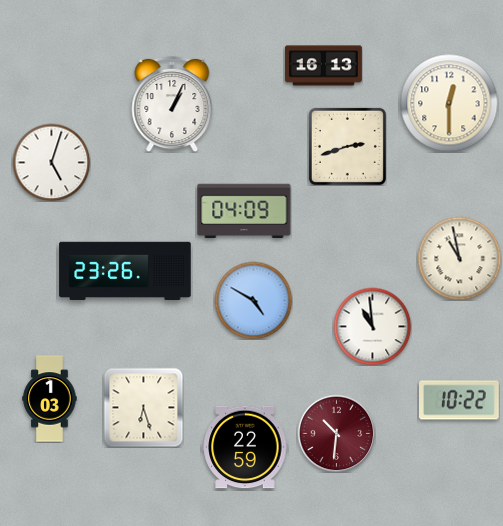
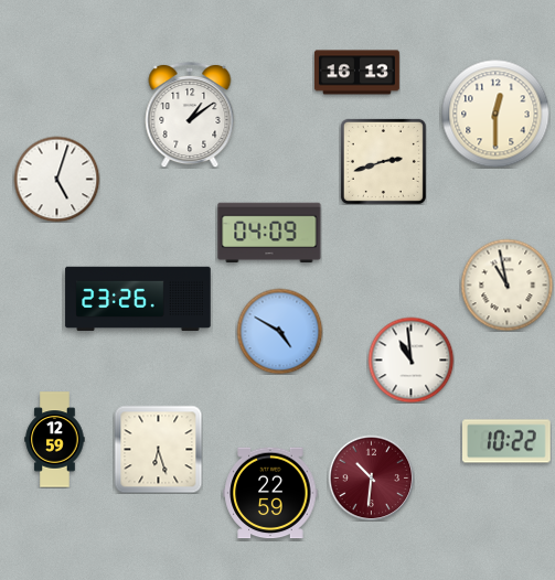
clock at (172, 104): 1:04 -> 1:09
clock at (50, 399): 1:03 -> 12:59
